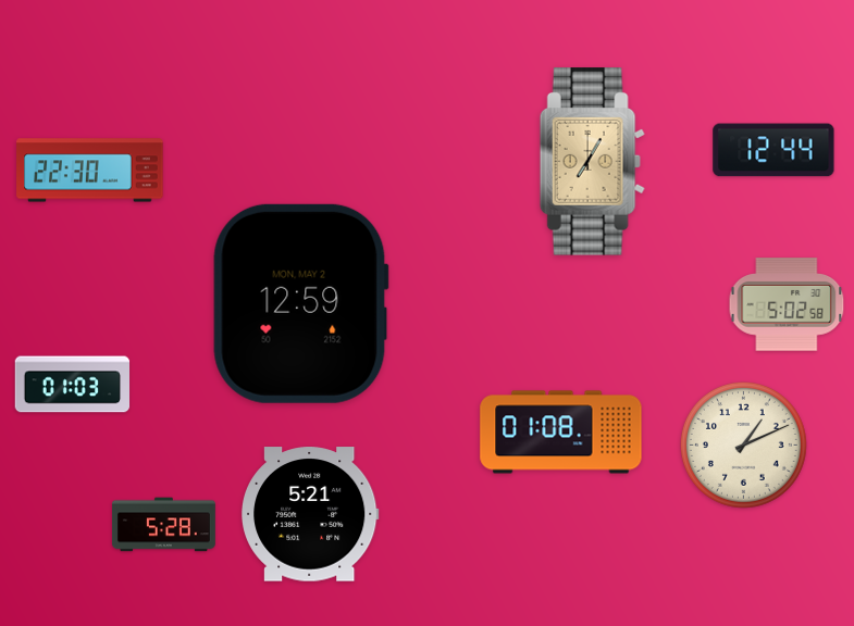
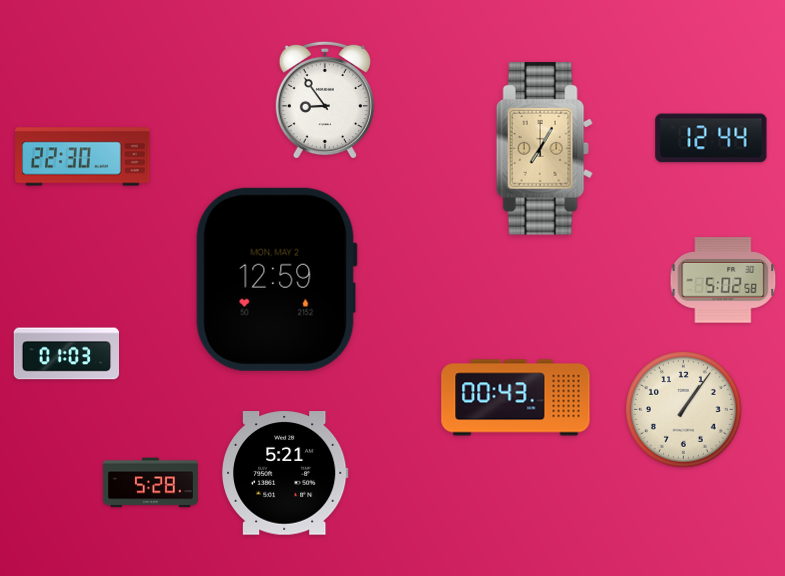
clock at (325, 100): none -> 8:54
clock at (561, 433): 01:08 -> 00:43
clock at (743, 445): 1:11 -> 1:06
